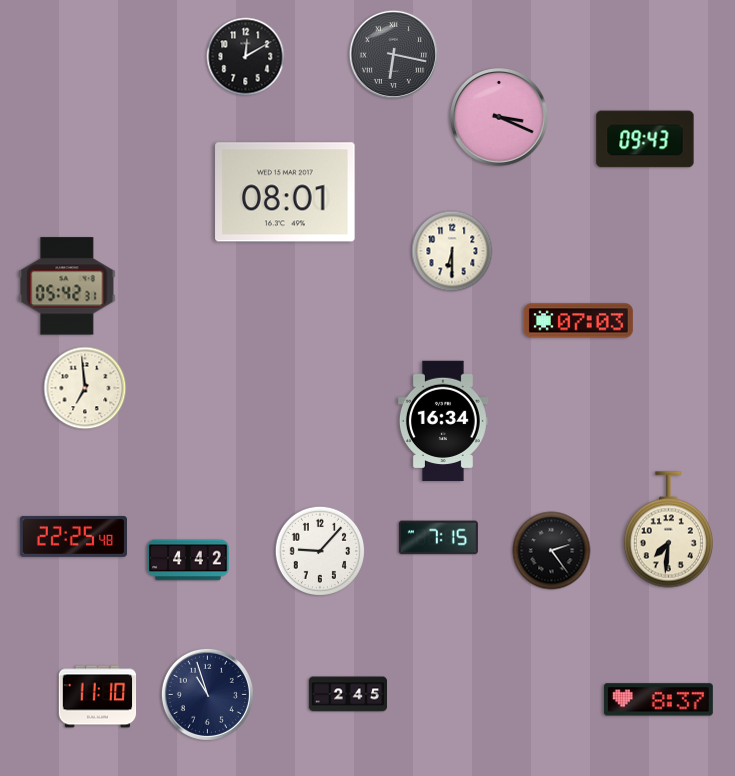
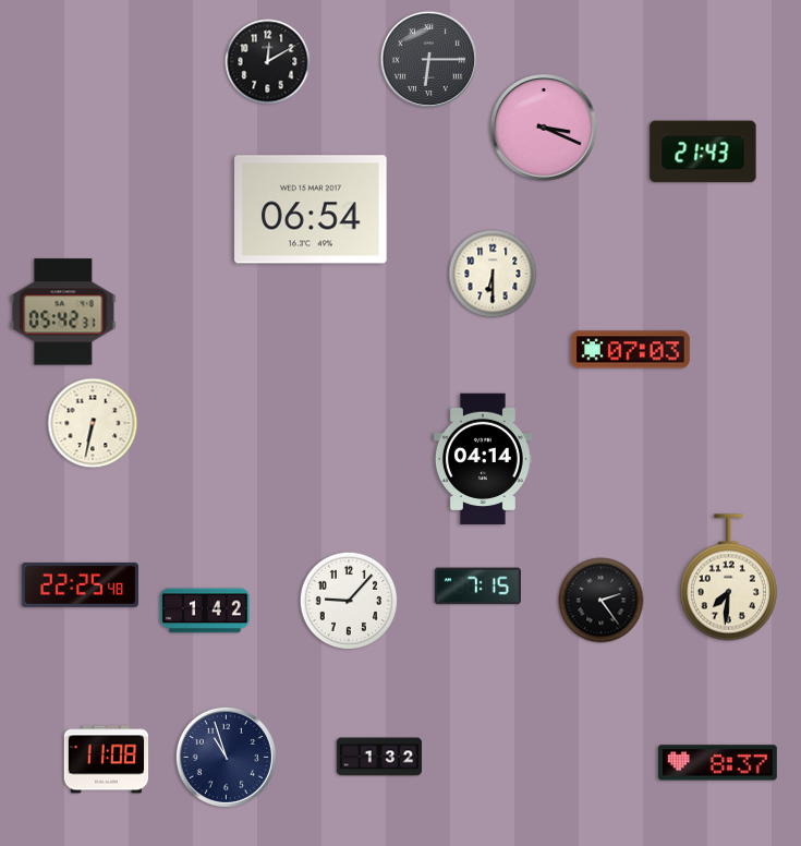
clock at (394, 55): 6:17 -> 6:15
clock at (645, 139): 09:43 -> 21:43
clock at (285, 192): 08:01 -> 06:54
clock at (67, 286) position: (67, 286) -> (63, 312)
clock at (85, 388): 6:59 -> 6:32
clock at (443, 421): 16:34 -> 04:14
clock at (188, 560): 4:42 -> 1:42
clock at (347, 694): 2:45 -> 1:32
clock at (98, 697): 11:10 -> 11:08
